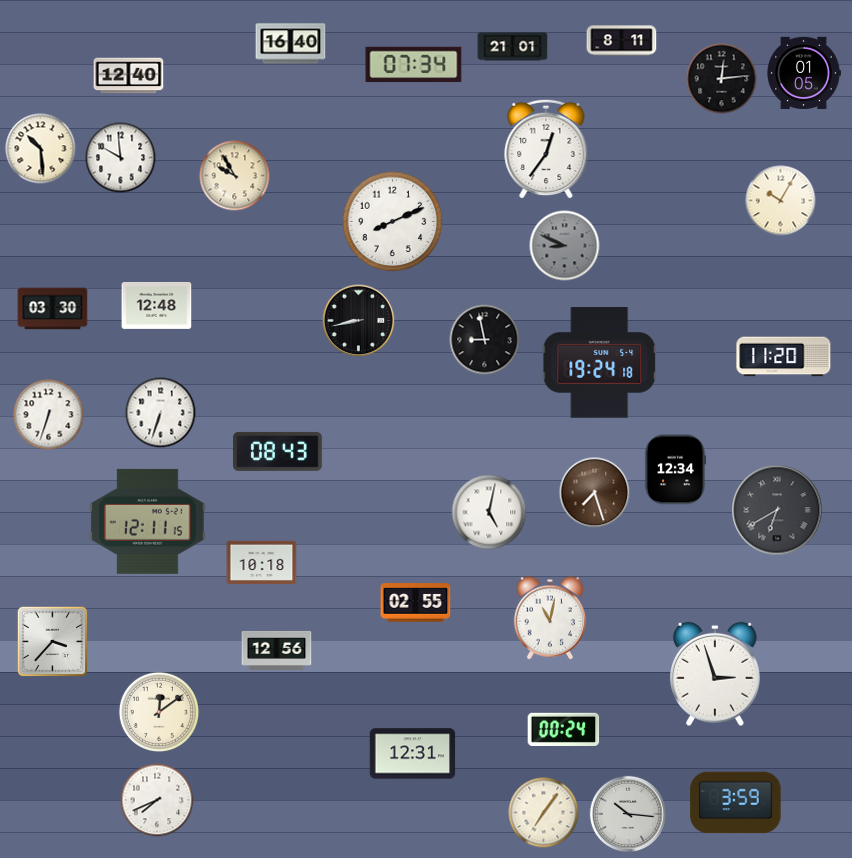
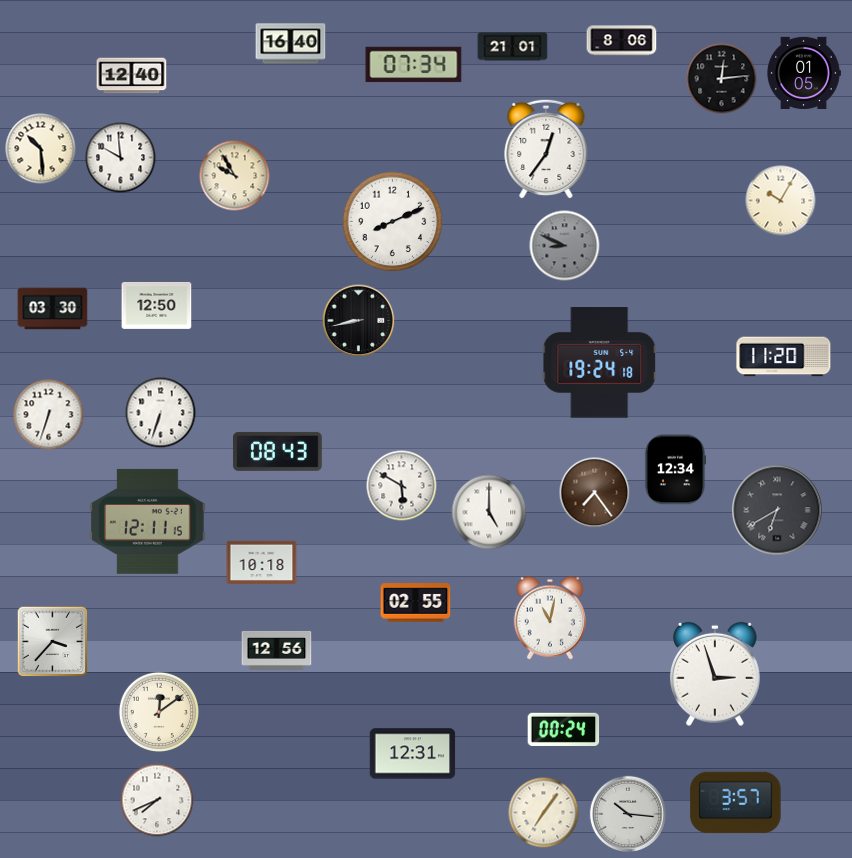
clock at (622, 41): 8:11 -> 8:06
clock at (129, 76) position: (129, 76) -> (132, 76)
clock at (157, 305): 12:48 -> 12:50
clock at (485, 340): 8:58 -> none
clock at (402, 486): none -> 5:50
clock at (595, 493): 7:27 -> 7:24
clock at (489, 512): 5:02 -> 5:00
clock at (736, 803): 3:59 -> 3:57
